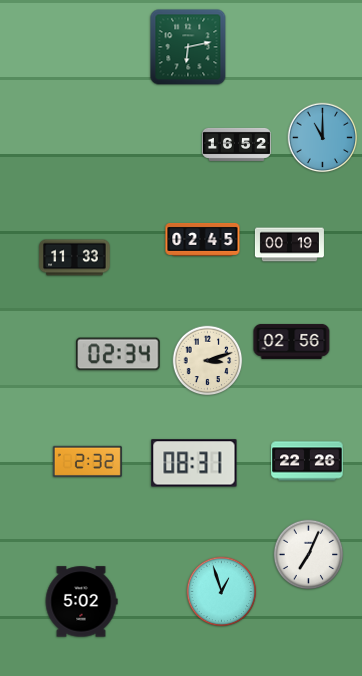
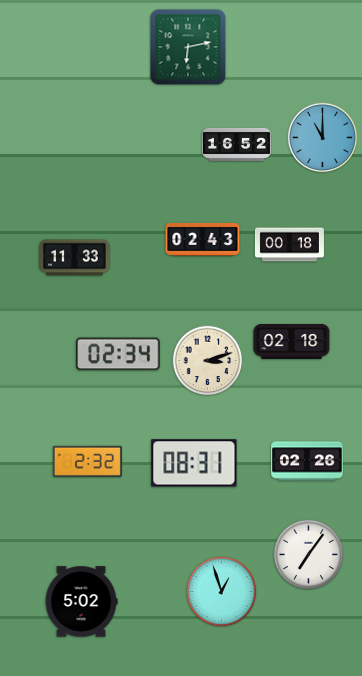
clock at (203, 240): 02:45 -> 02:43
clock at (289, 245): 00:19 -> 00:18
clock at (292, 341): 02:56 -> 02:18
clock at (307, 461): 22:26 -> 02:26
clock at (309, 555): 7:04 -> 7:06
